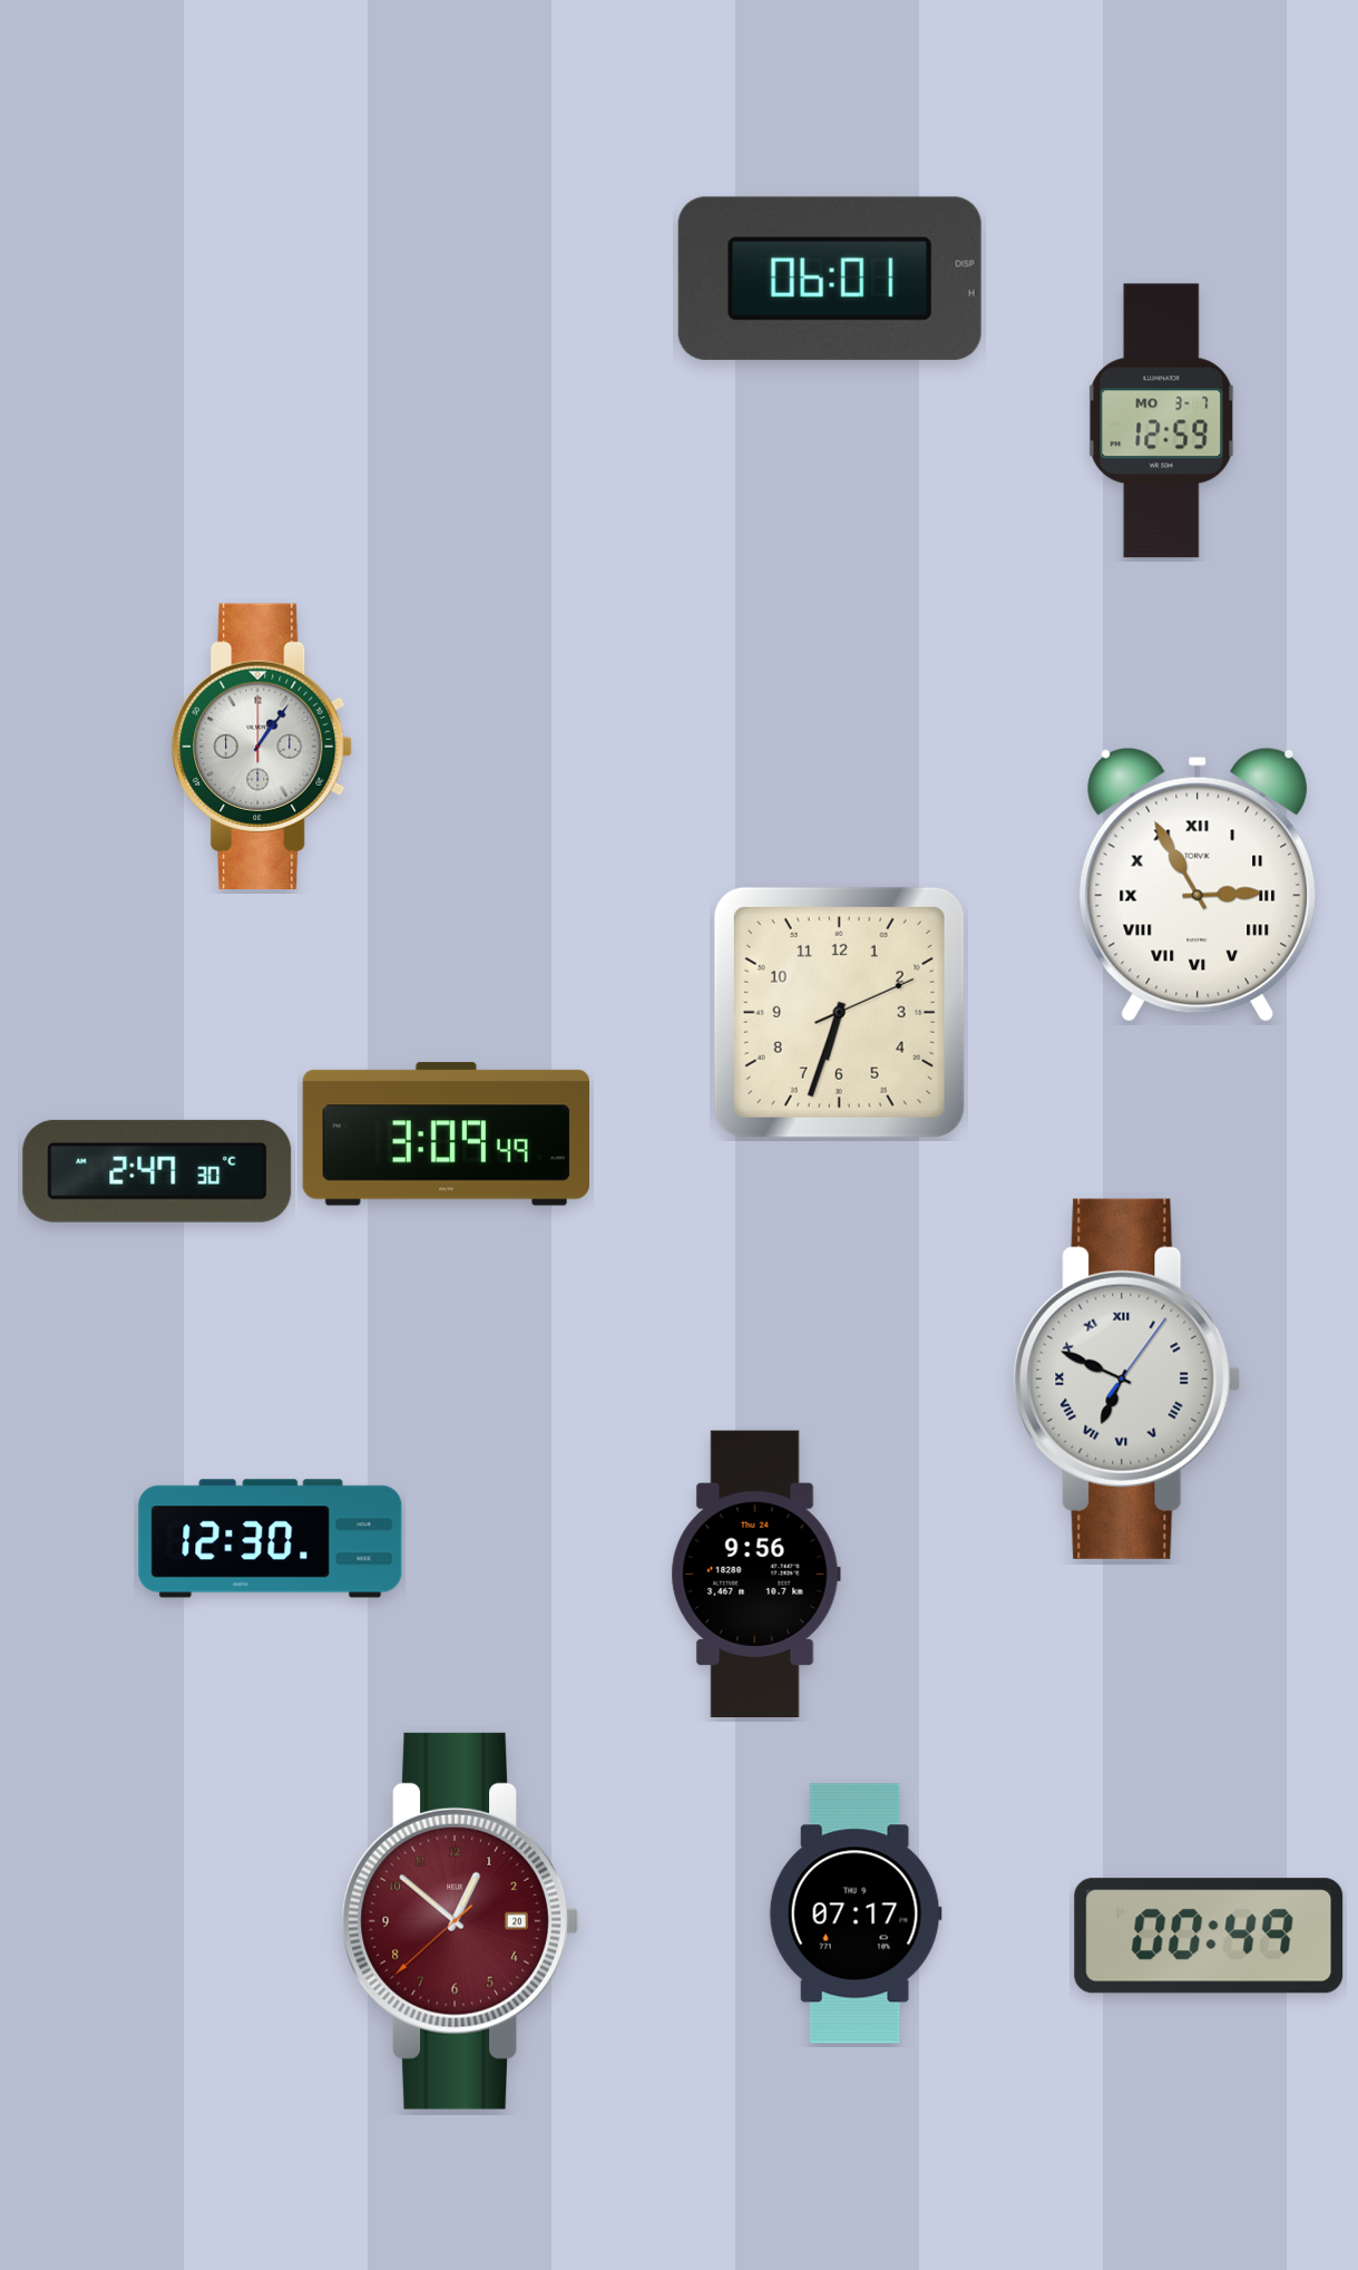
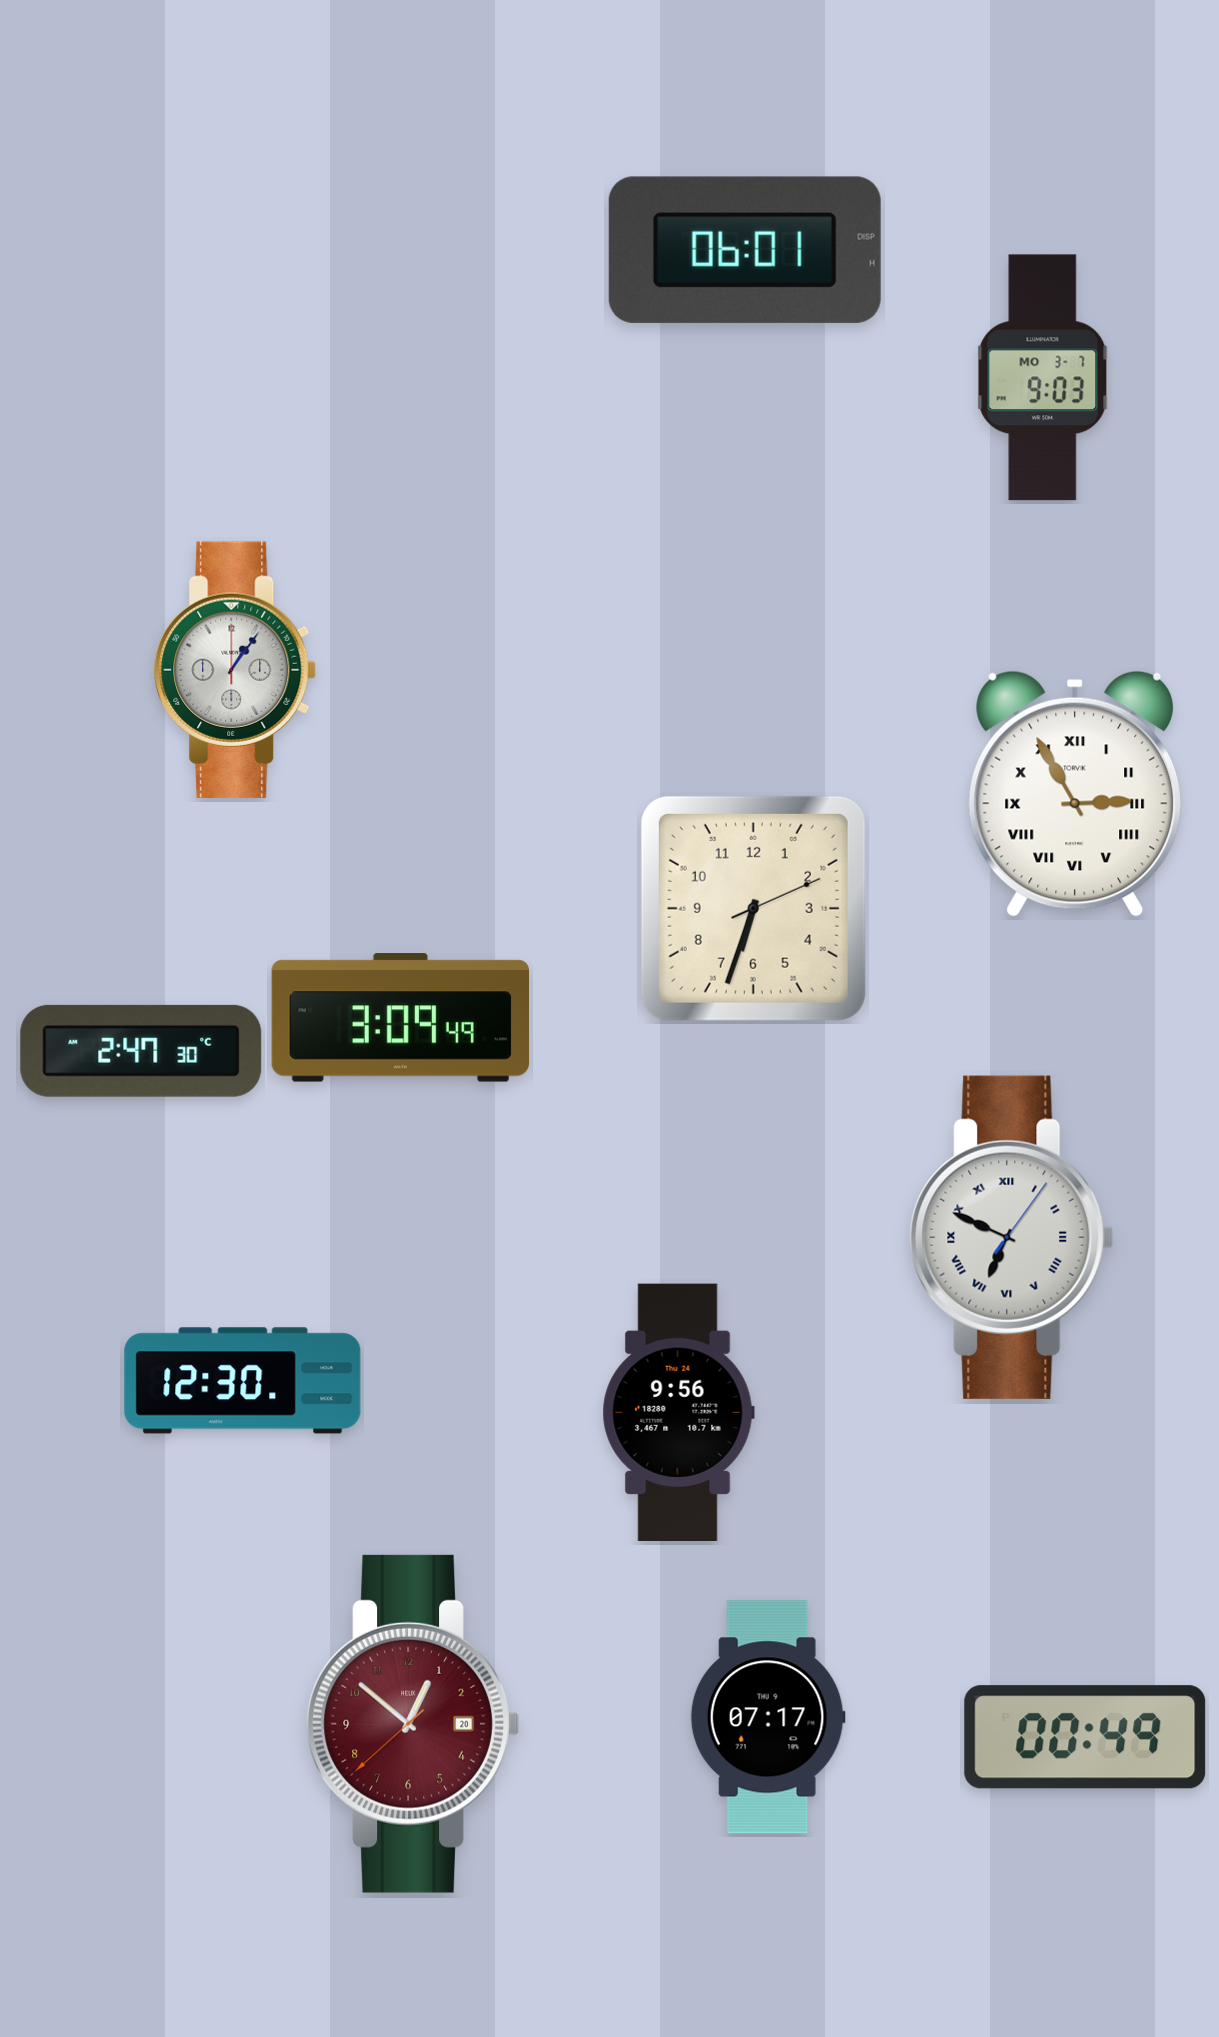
clock at (1162, 421): 12:59 -> 9:03
